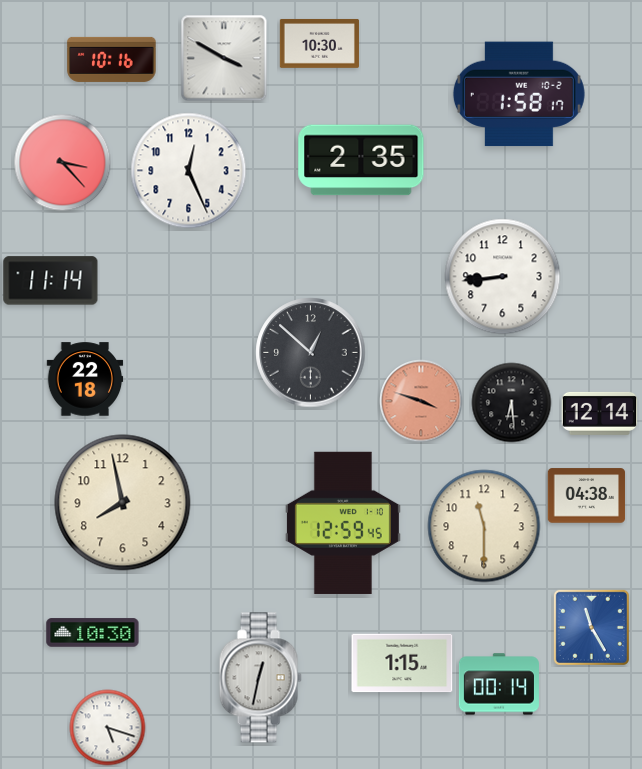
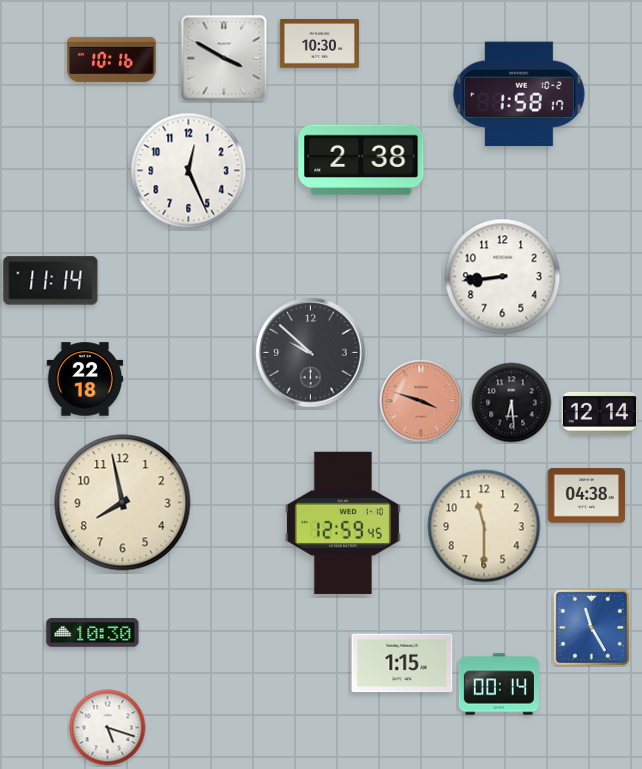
clock at (361, 160): 2:35 -> 2:38
clock at (63, 163): 3:23 -> none
clock at (311, 353): 12:52 -> 9:52
clock at (260, 678): 12:32 -> none
